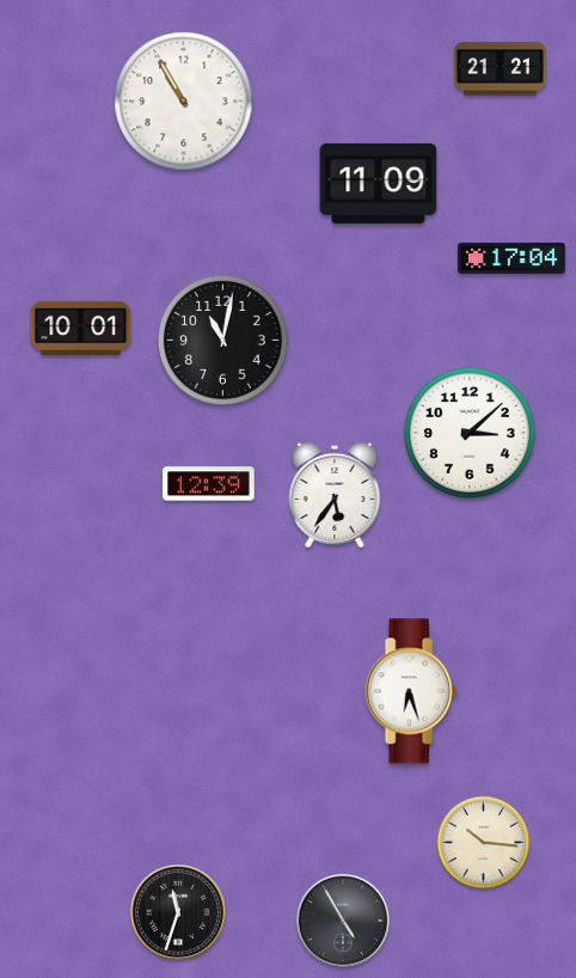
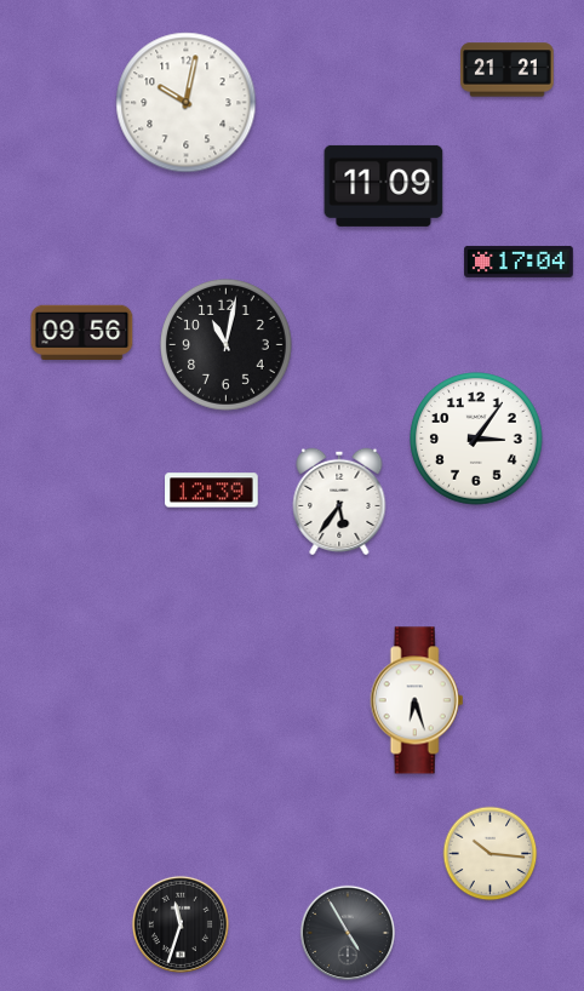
clock at (184, 102): 10:55 -> 10:02
clock at (81, 329): 10:01 -> 09:56
clock at (471, 434): 3:08 -> 3:06
